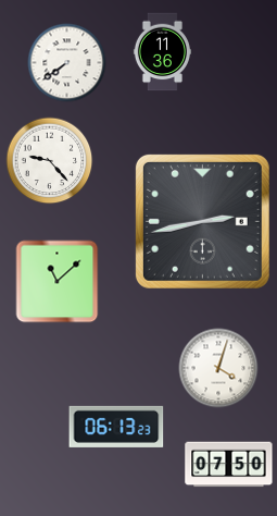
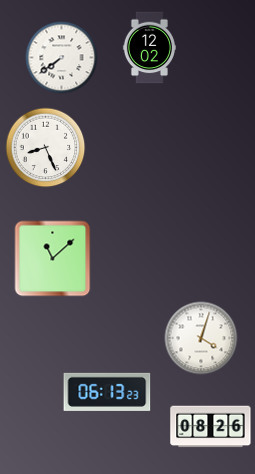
clock at (162, 52): 11:36 -> 12:02
clock at (50, 161): 9:23 -> 8:26
clock at (202, 221): 2:43 -> none
clock at (229, 465): 07:50 -> 08:26
